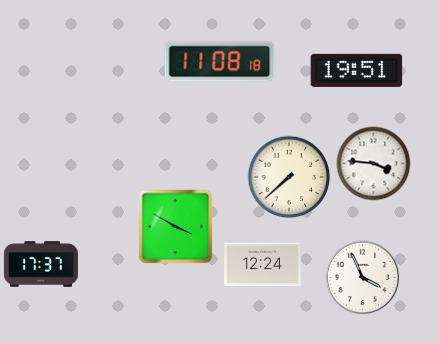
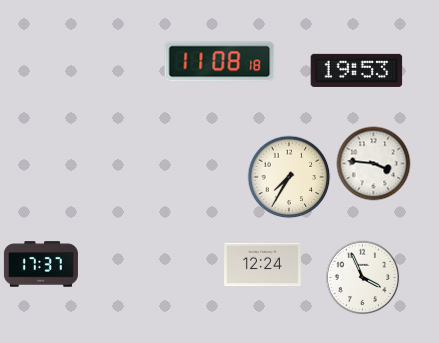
clock at (357, 70): 19:51 -> 19:53
clock at (289, 177): 7:38 -> 7:35
clock at (176, 227): 3:50 -> none
